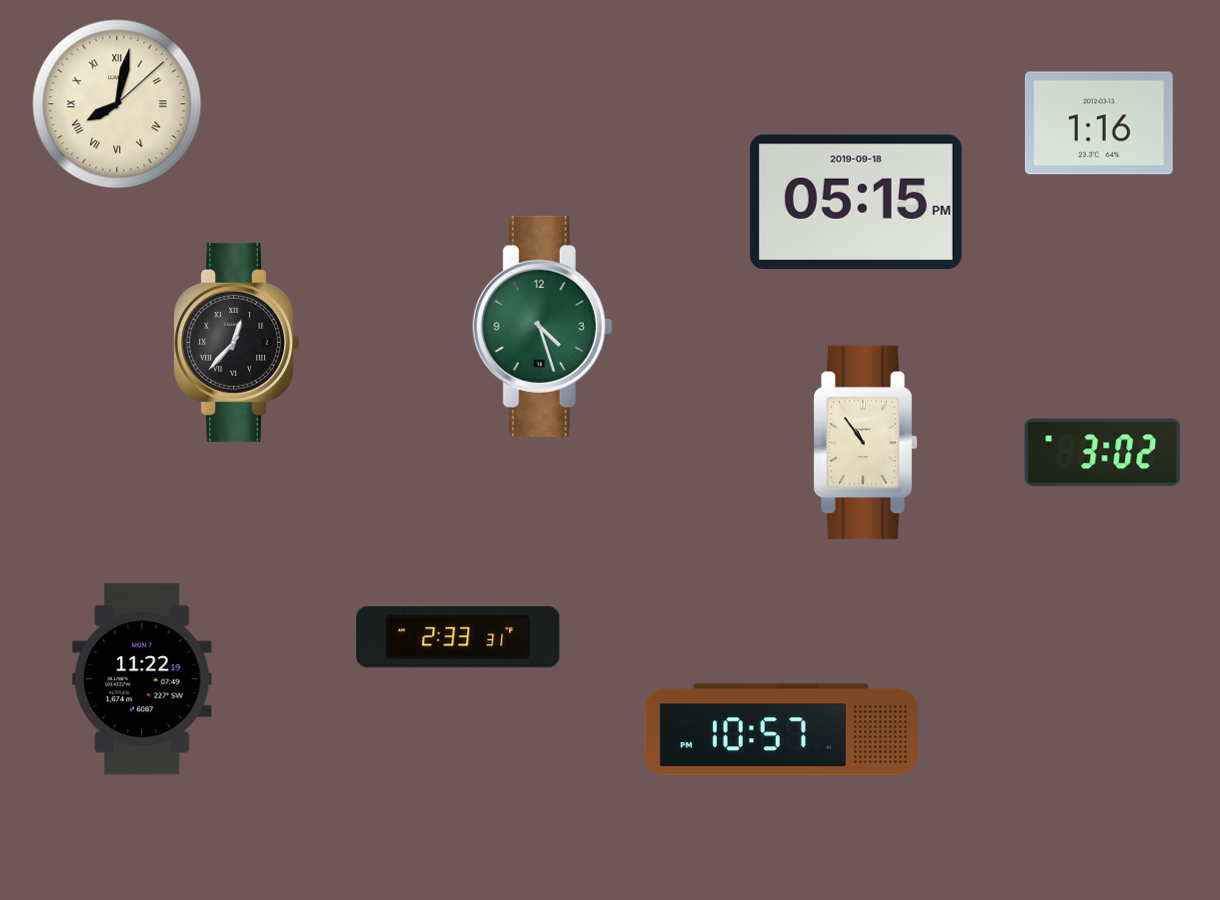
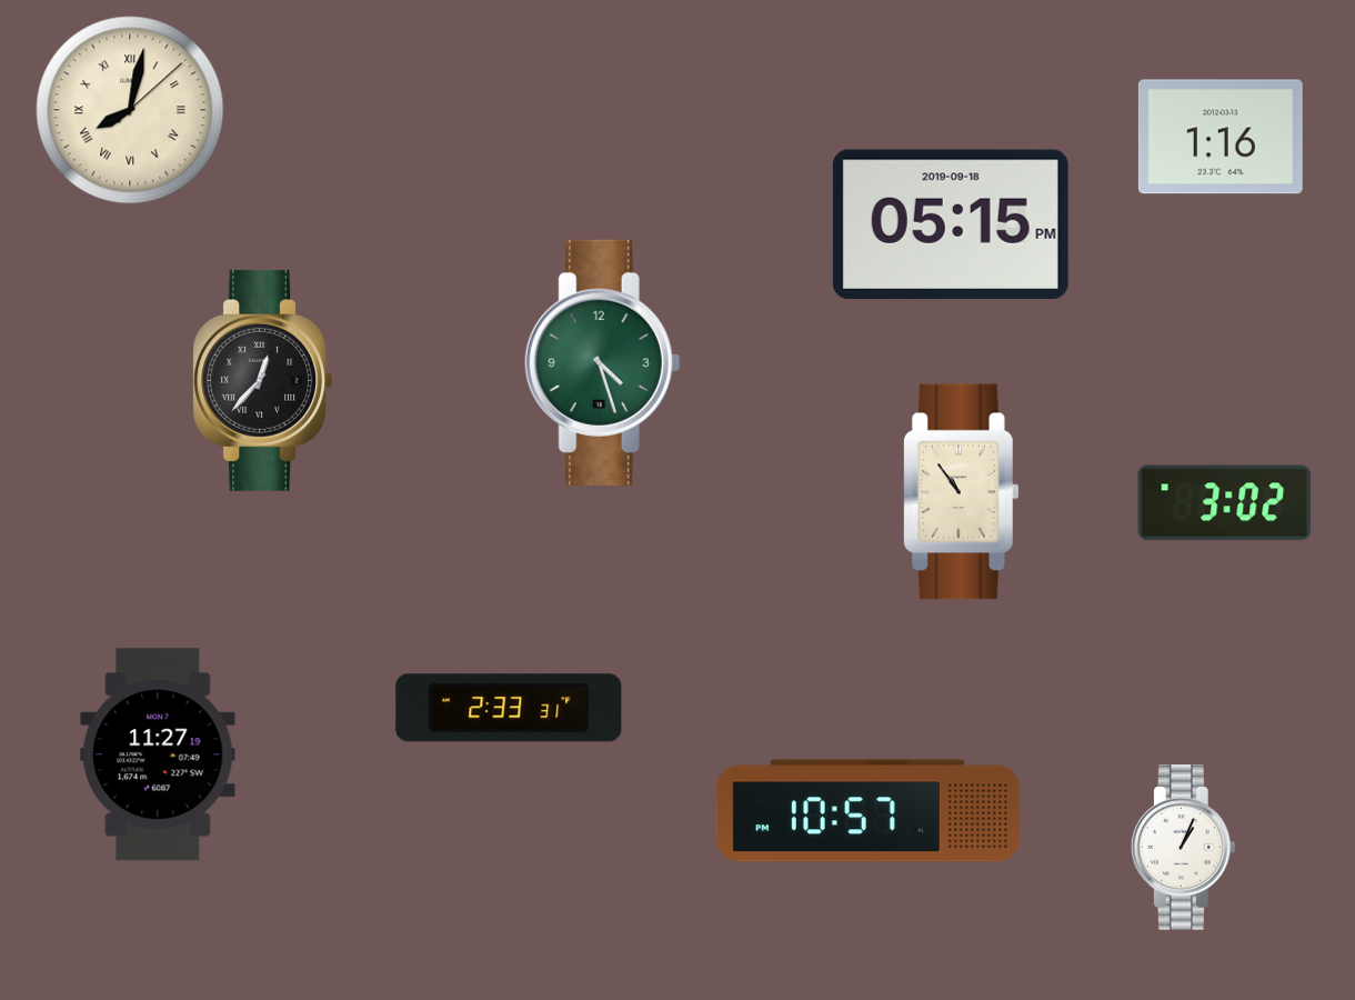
clock at (117, 104) position: (117, 104) -> (130, 110)
clock at (142, 679): 11:22 -> 11:27
clock at (1183, 848): none -> 1:04
